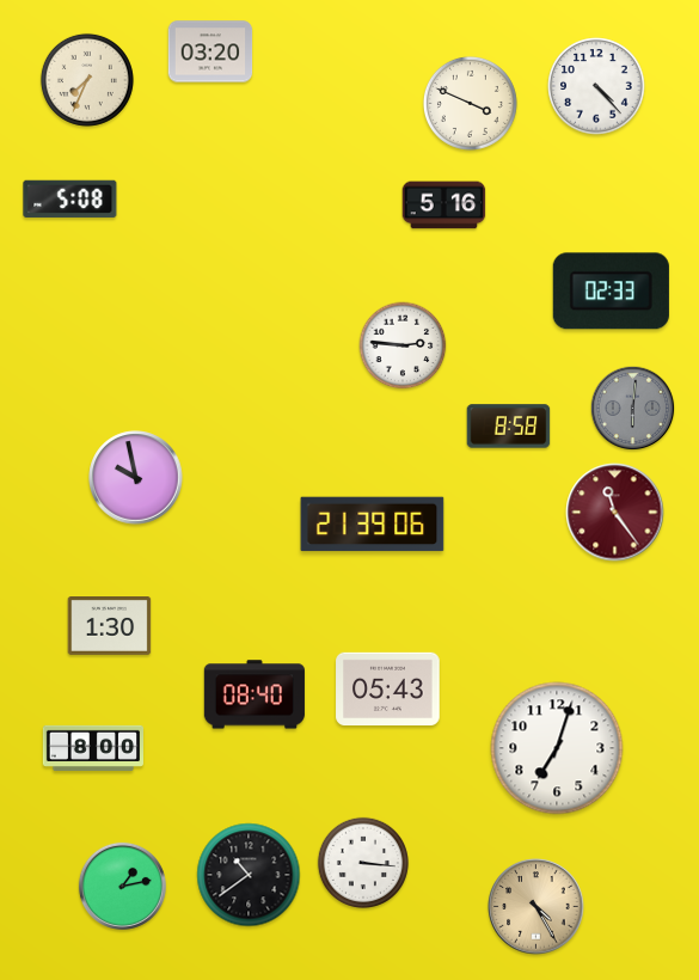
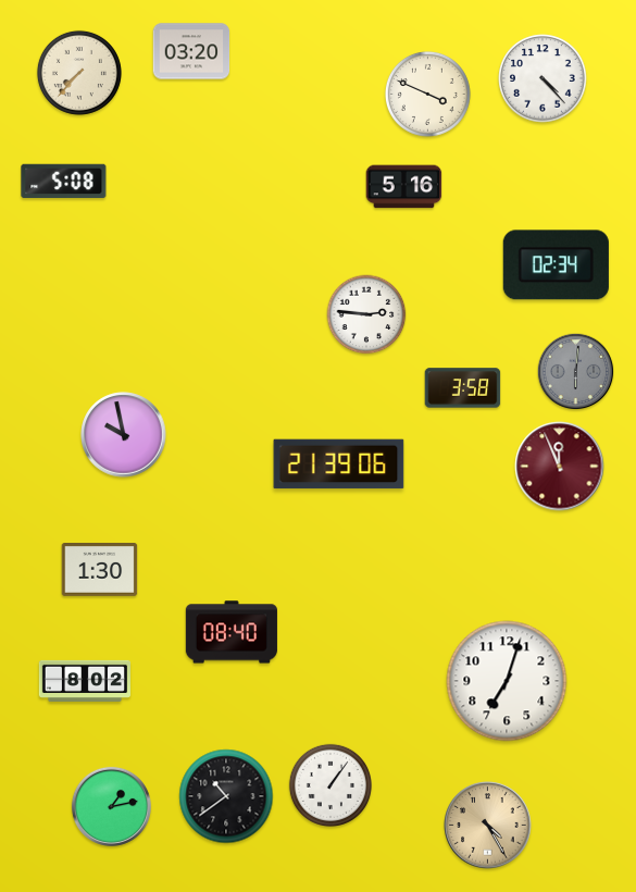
clock at (210, 51) position: (210, 51) -> (191, 51)
clock at (87, 80): 7:34 -> 7:37
clock at (611, 292): 02:33 -> 02:34
clock at (509, 427): 8:58 -> 3:58
clock at (615, 513): 11:24 -> 11:56
clock at (373, 525) position: (373, 525) -> (339, 464)
clock at (388, 688): 05:43 -> none
clock at (92, 747): 8:00 -> 8:02
clock at (362, 862): 3:16 -> 1:06
